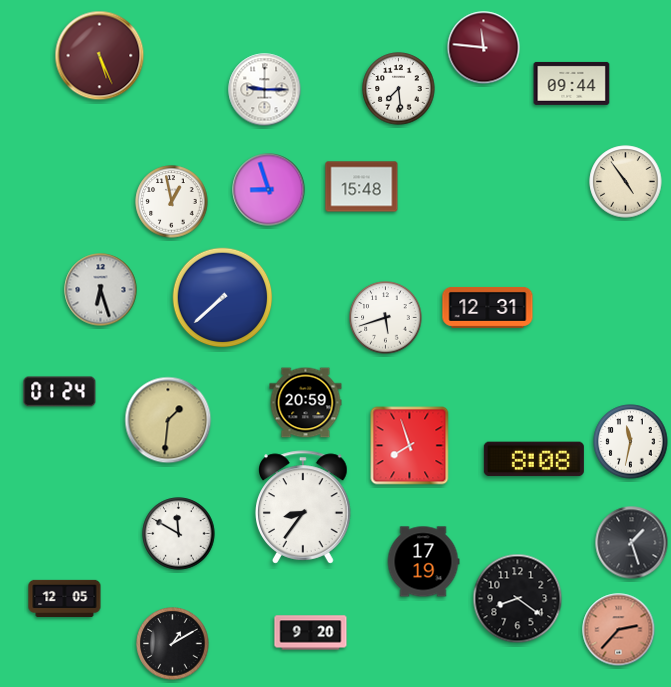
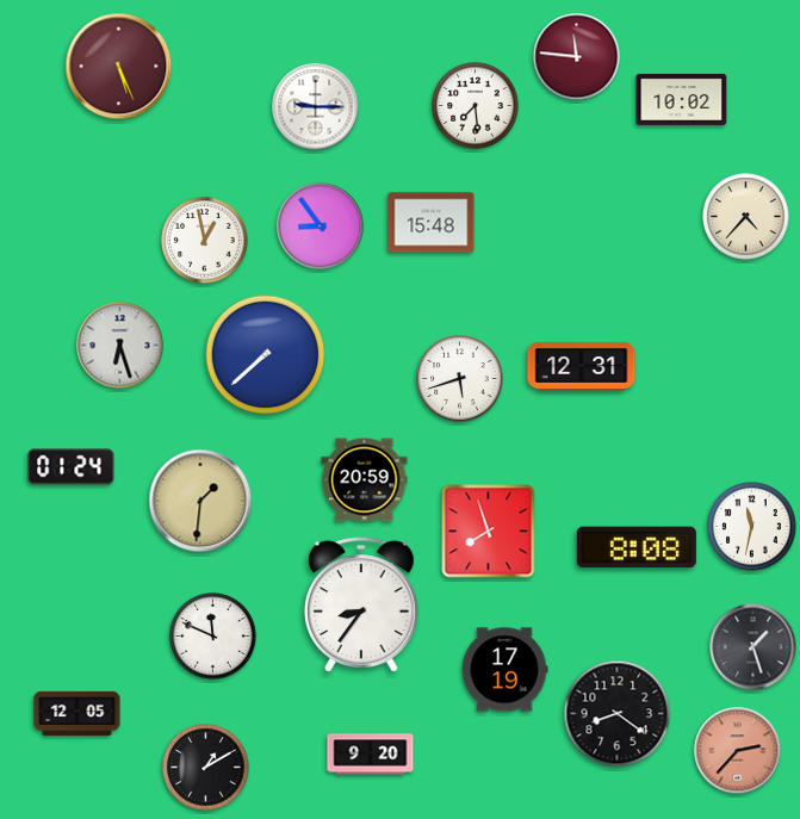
clock at (572, 83): 09:44 -> 10:02
clock at (626, 182): 4:54 -> 4:37
clock at (269, 190): 8:57 -> 8:54
clock at (179, 534): 11:50 -> 11:49
